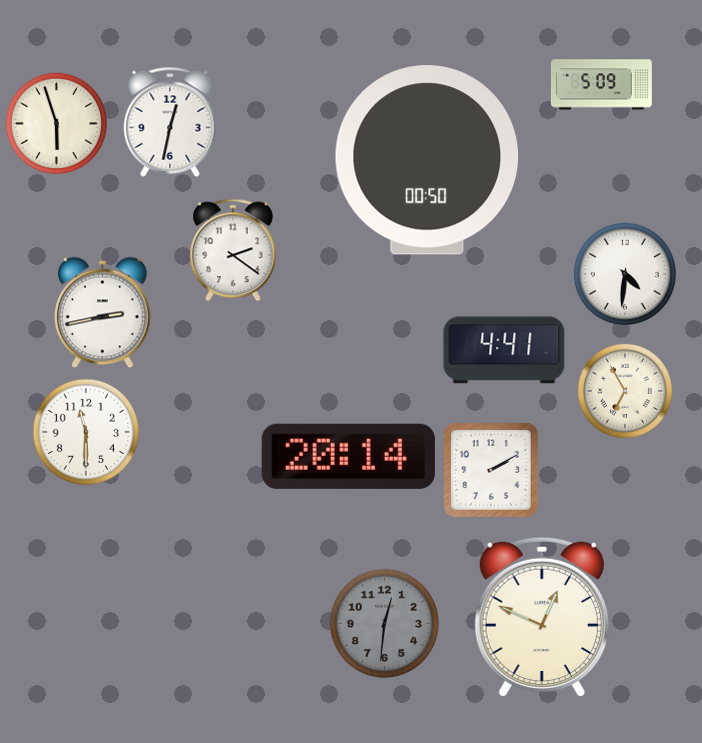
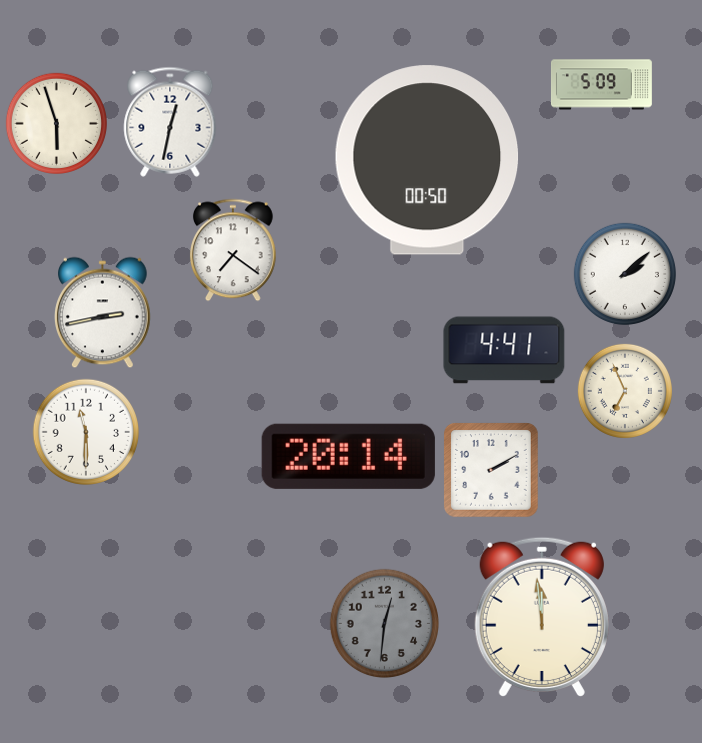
clock at (233, 250): 2:21 -> 7:21
clock at (625, 274): 4:31 -> 2:08
clock at (625, 391): 6:55 -> 6:56
clock at (542, 617): 12:49 -> 11:59
